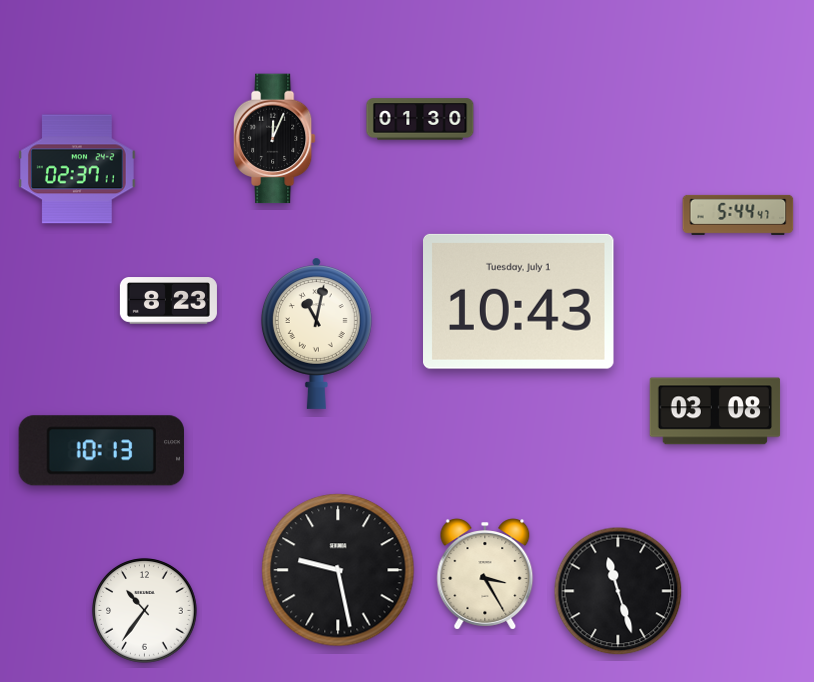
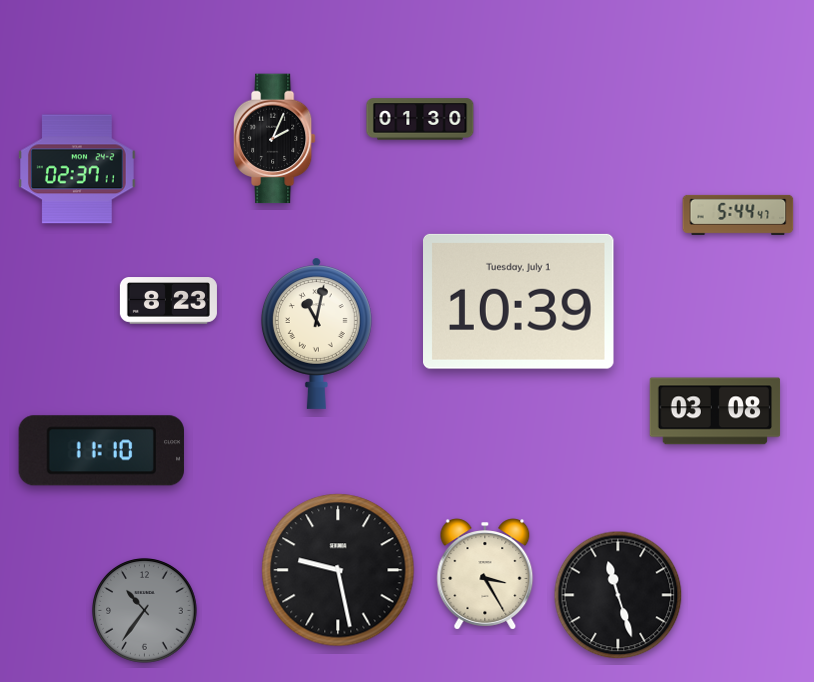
clock at (274, 139): 12:04 -> 2:04
clock at (519, 301): 10:43 -> 10:39
clock at (101, 451): 10:13 -> 11:10
clock at (618, 591) position: (618, 591) -> (618, 595)
clock at (145, 611) dial: white -> grey
